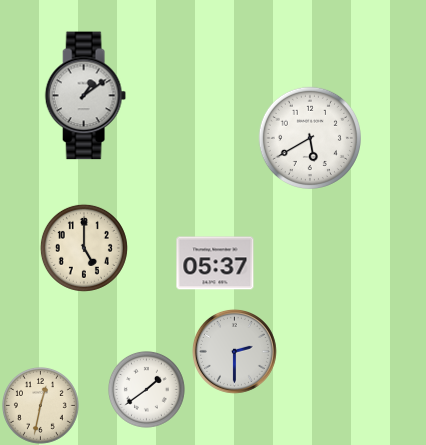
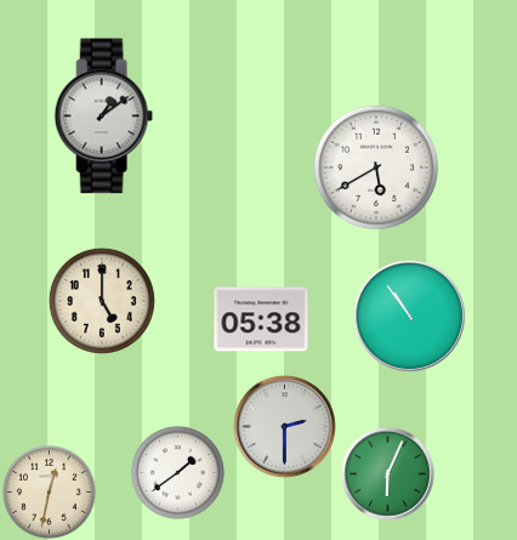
clock at (409, 316): none -> 10:54
clock at (215, 263): 05:37 -> 05:38
clock at (388, 474): none -> 6:04
